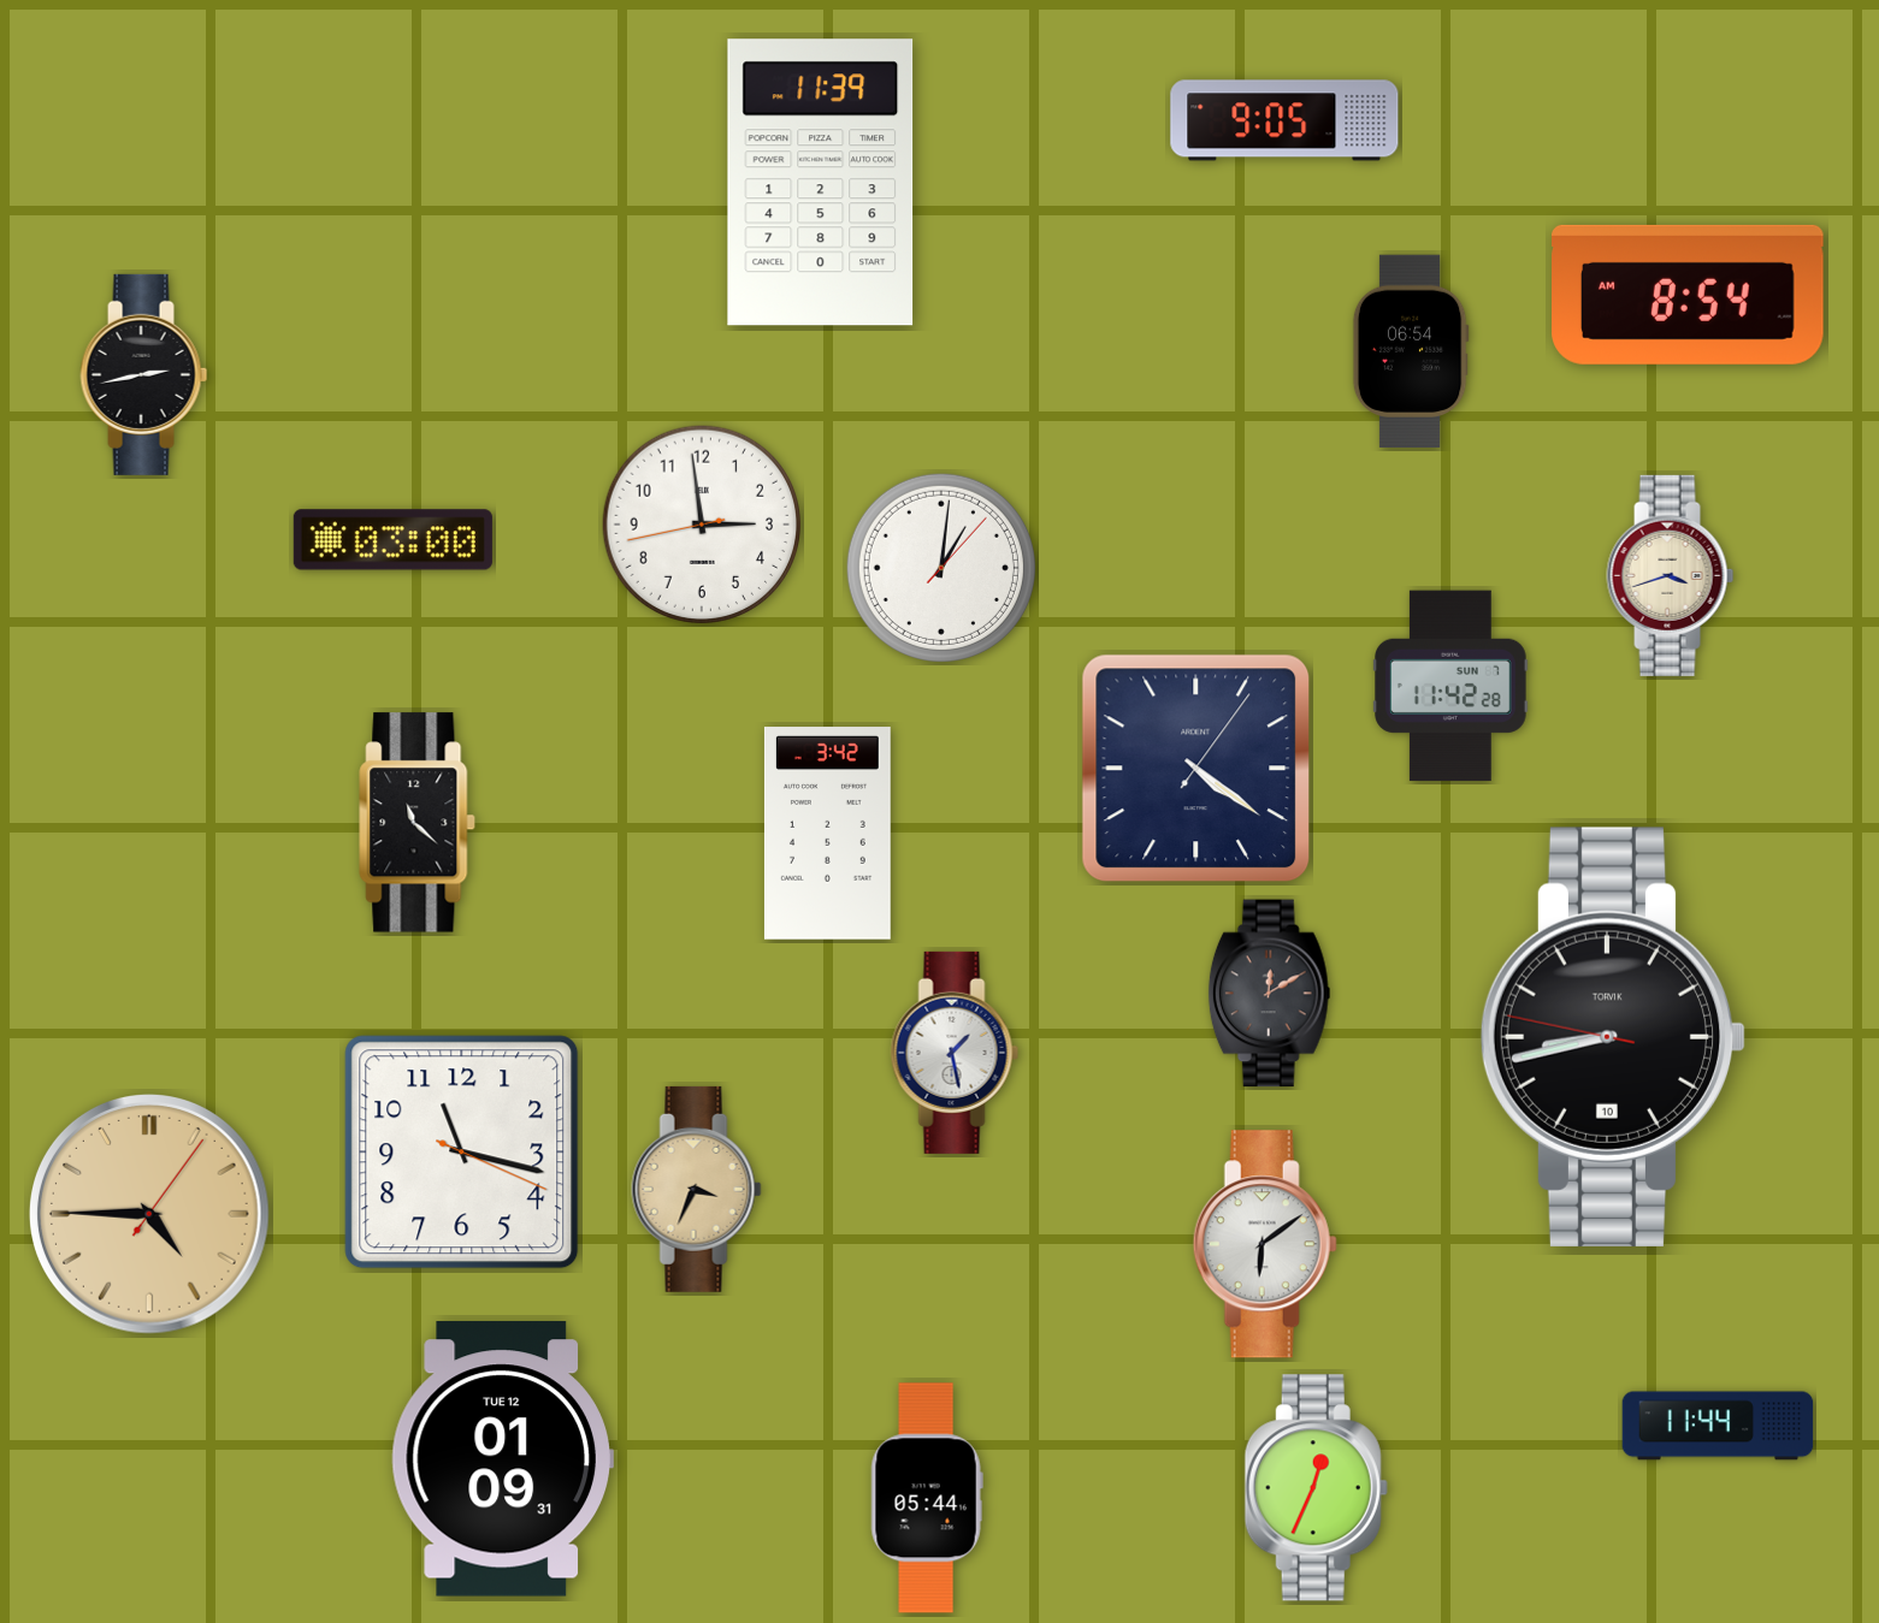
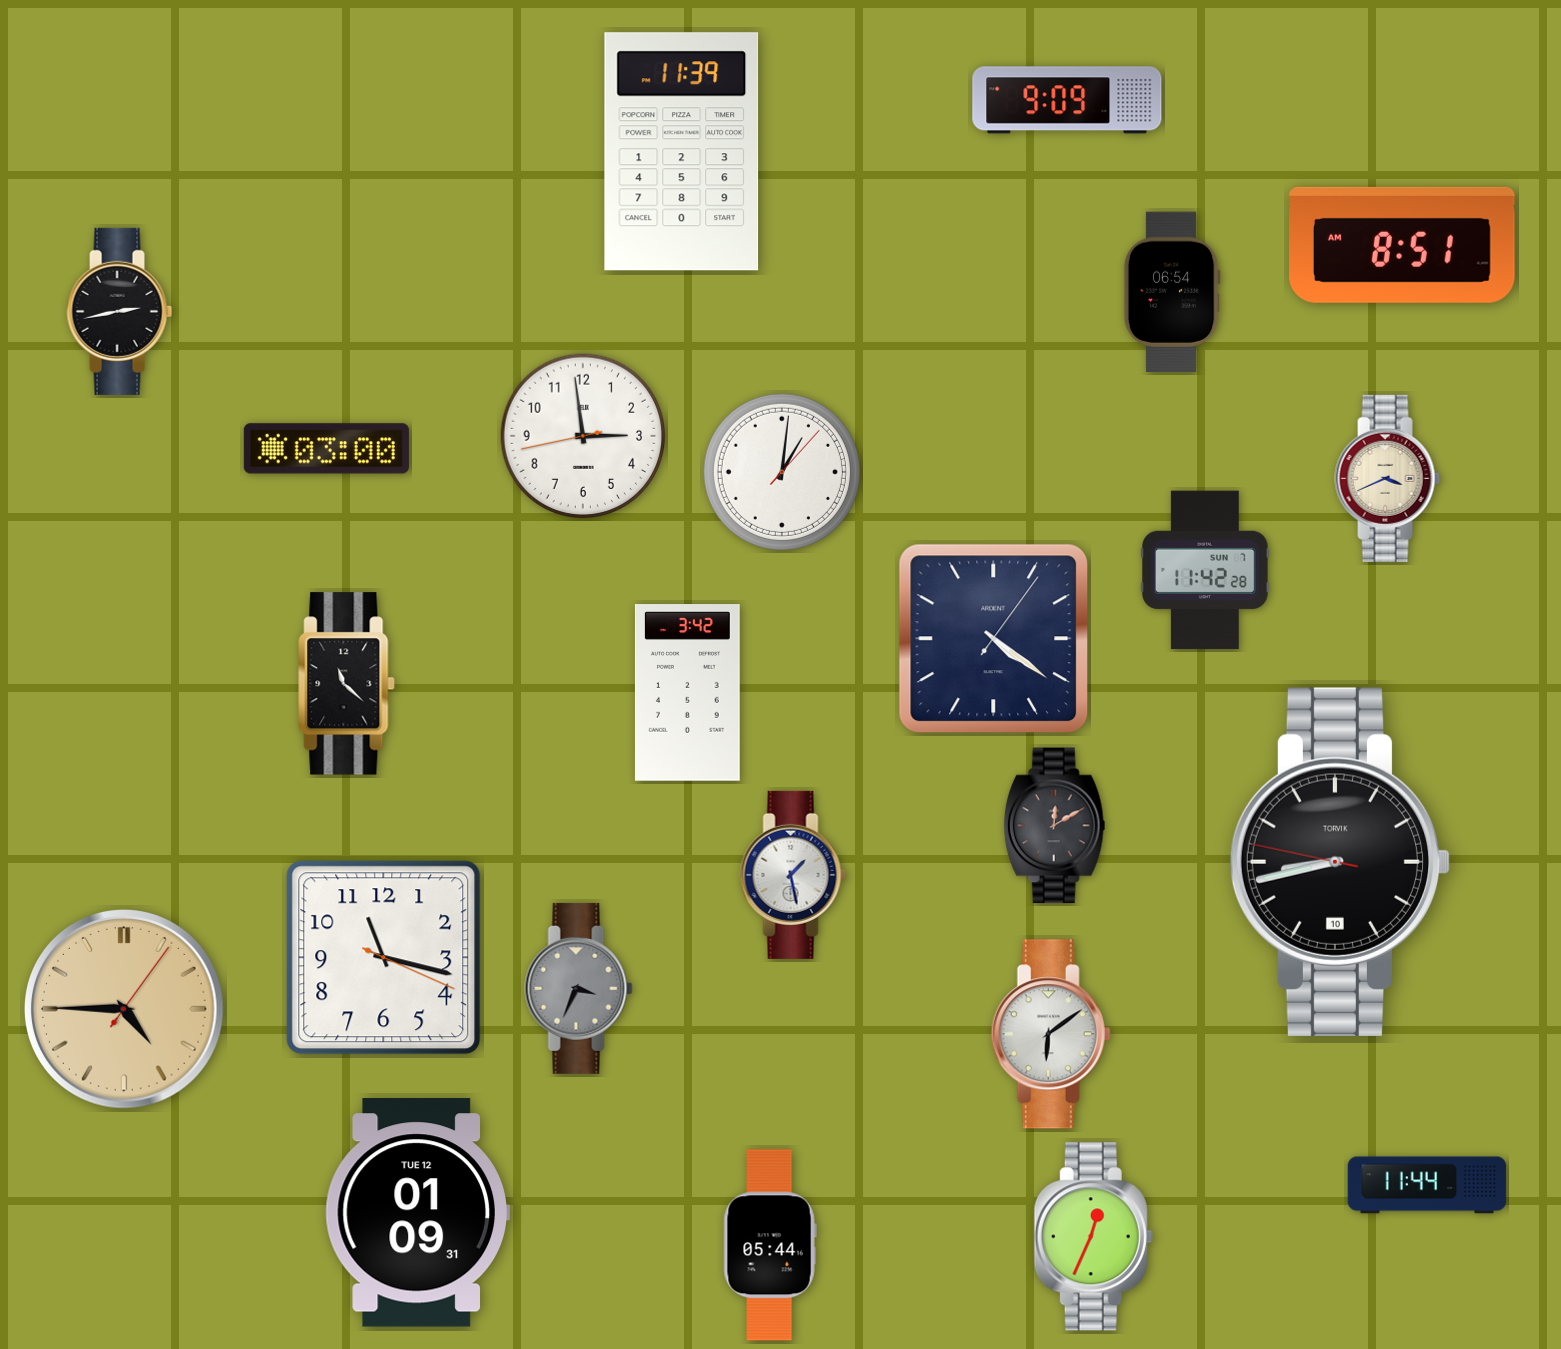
clock at (1284, 120): 9:05 -> 9:09
clock at (1689, 295): 8:54 -> 8:51
clock at (1671, 575): 3:42 -> 3:41
clock at (697, 1189) dial: champagne -> grey
